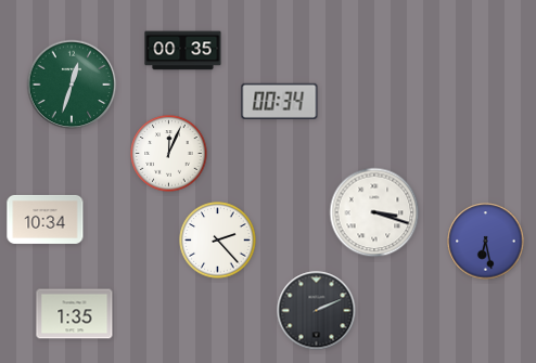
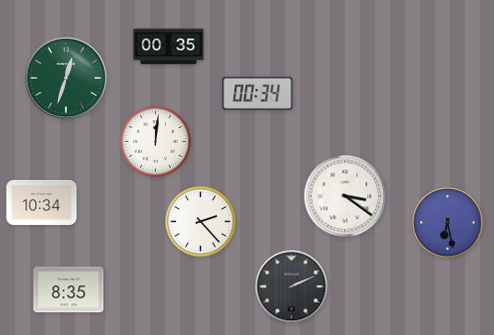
clock at (169, 154): 12:04 -> 12:01
clock at (374, 212): 3:18 -> 3:21
clock at (75, 314): 1:35 -> 8:35
